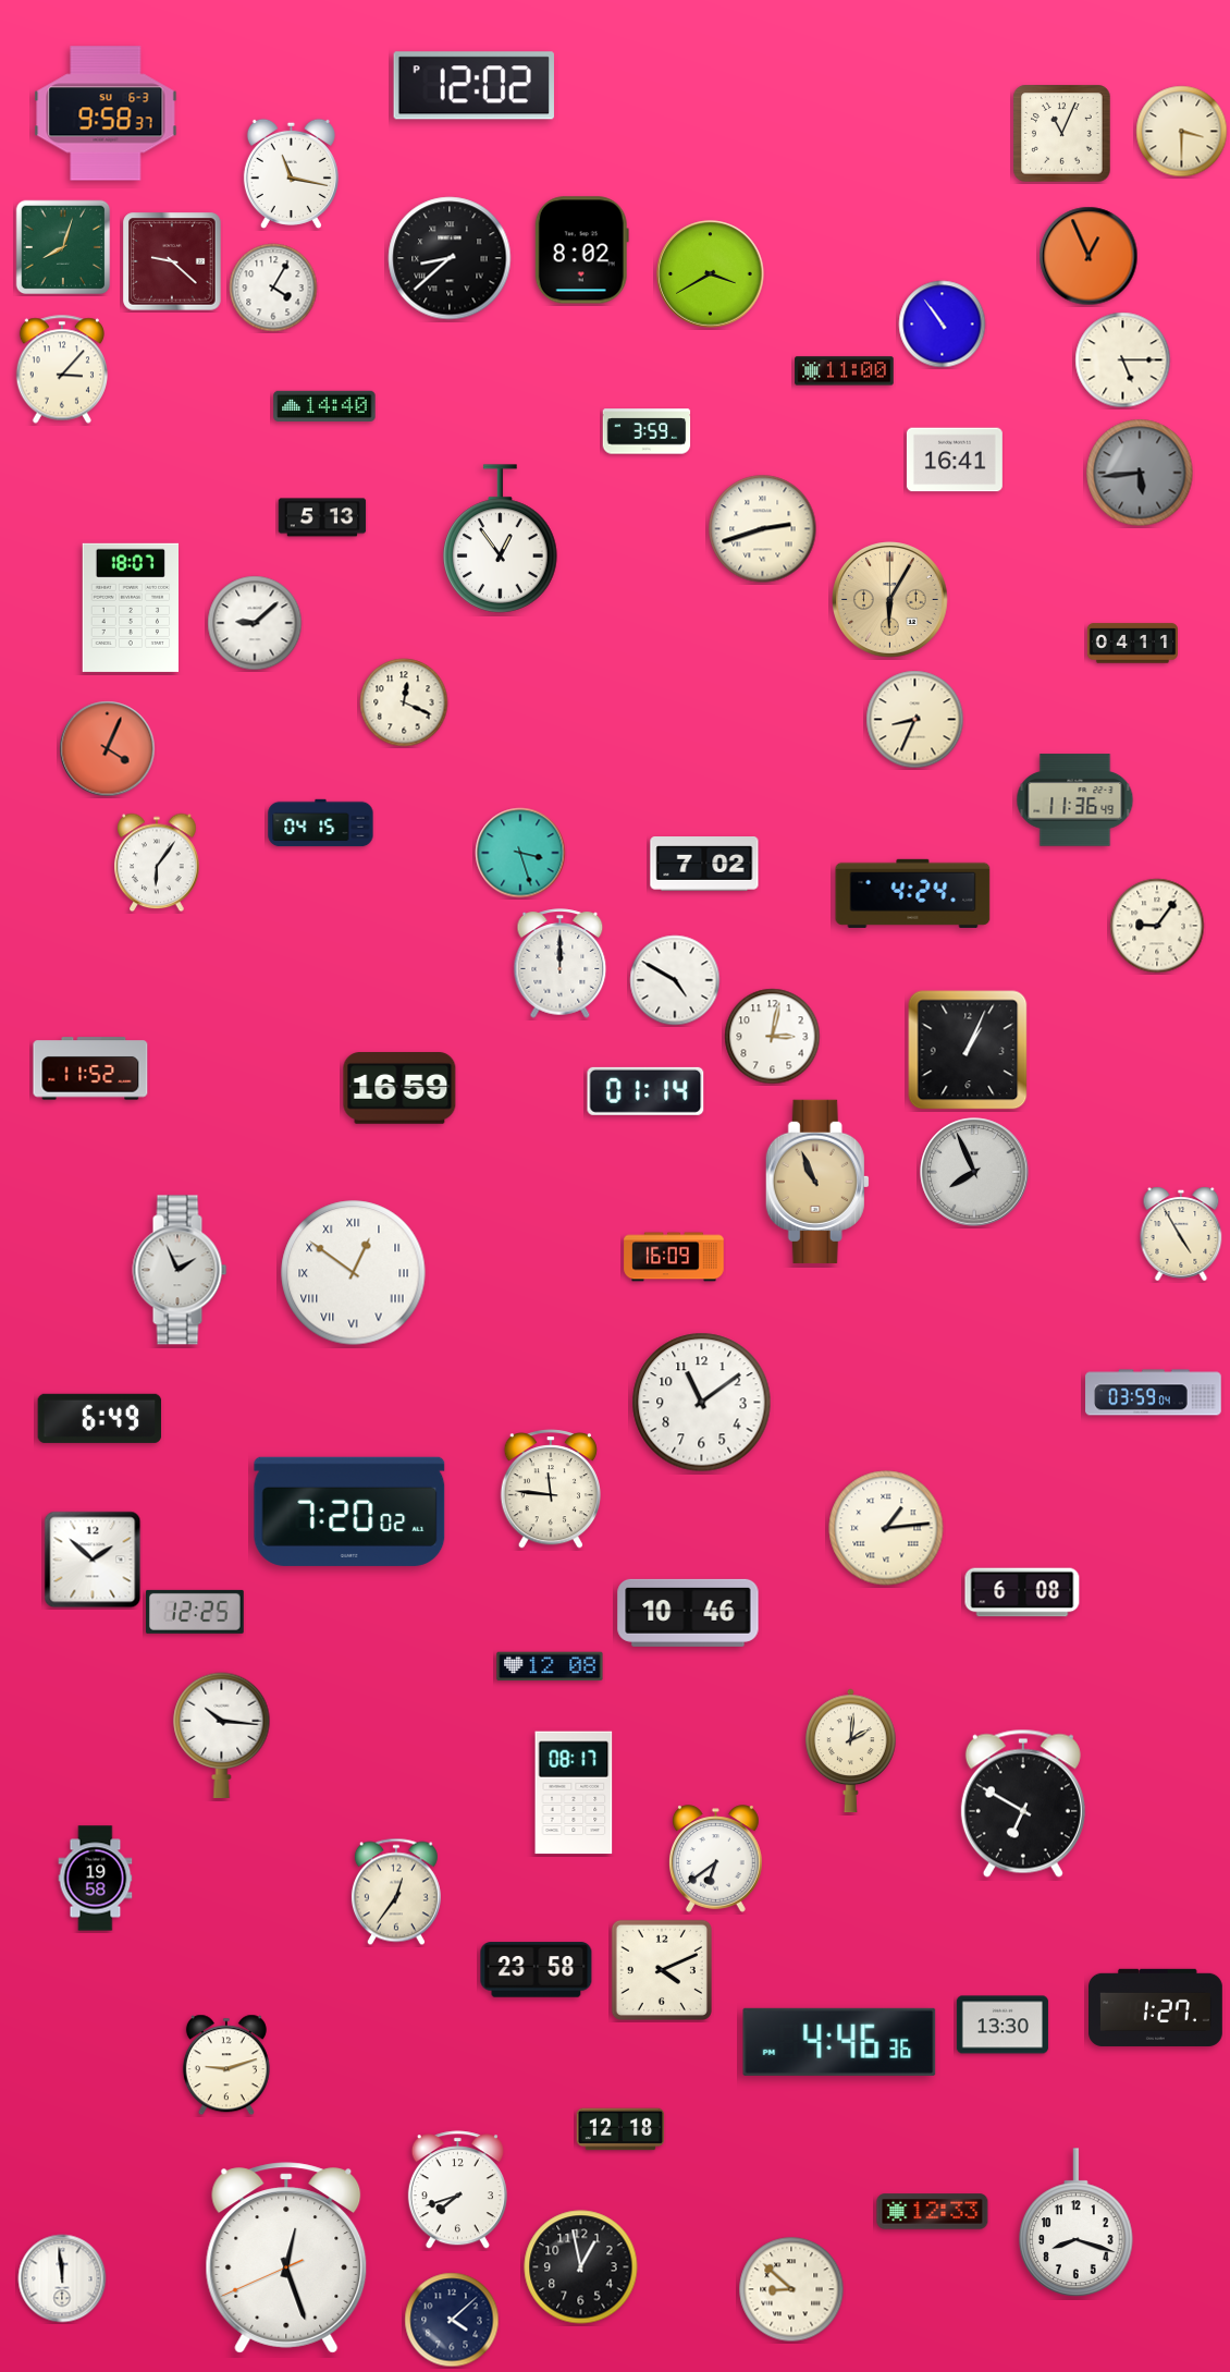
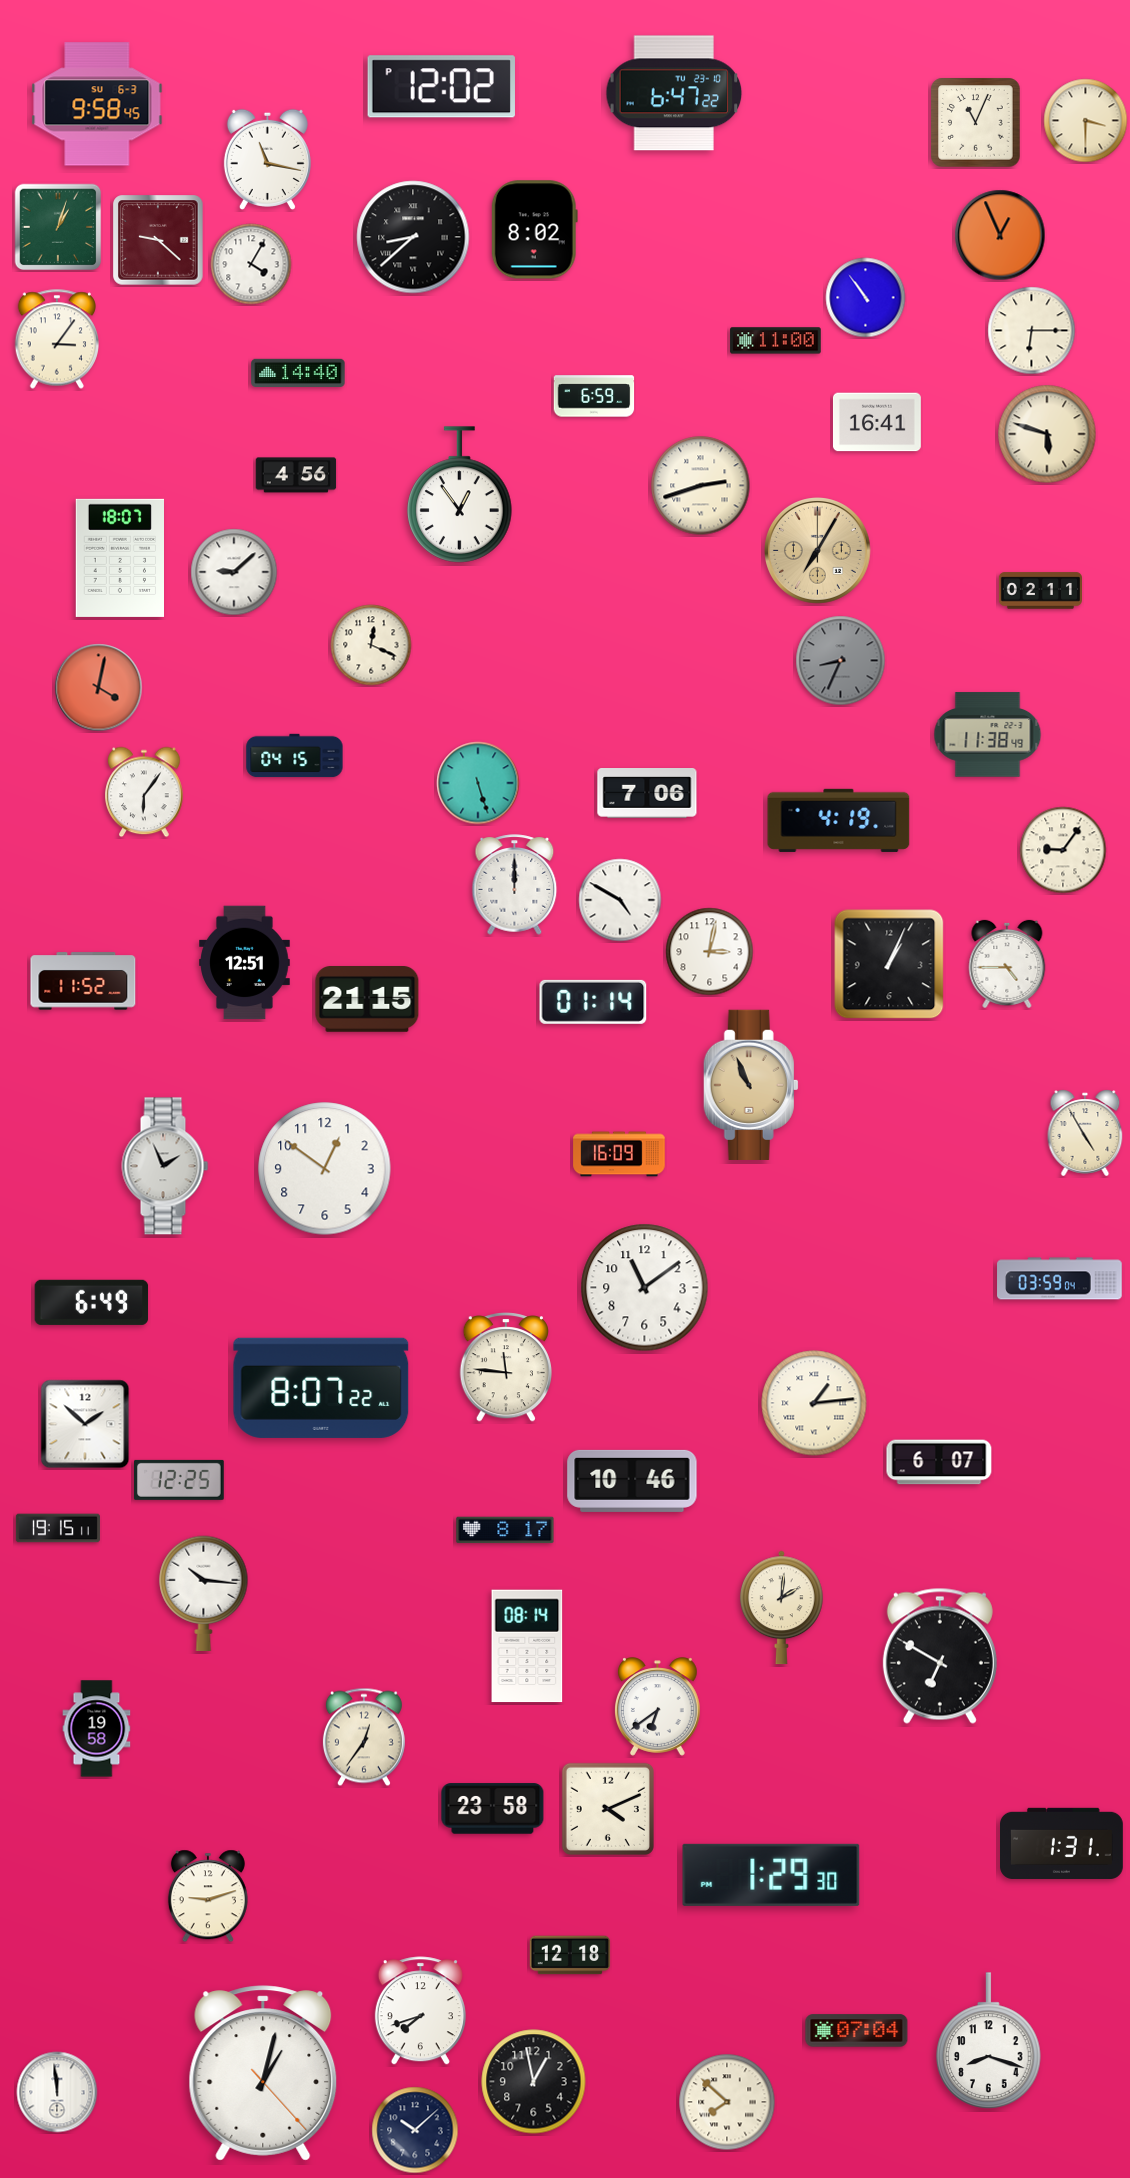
clock at (473, 86) position: (473, 86) -> (441, 87)
clock at (674, 93): none -> 6:47
clock at (106, 113): 9:58:37 -> 9:58:45
clock at (63, 247): 8:03 -> 1:03
clock at (711, 274): 3:40 -> none
clock at (1123, 360): 5:15 -> 6:15
clock at (61, 369): 3:07 -> 3:06
clock at (647, 431): 3:59 -> 6:59
clock at (1140, 473): 5:44 -> 5:48
clock at (1140, 473) dial: grey -> cream
clock at (322, 517): 5:13 -> 4:56
clock at (890, 600): 6:05 -> 7:05
clock at (1132, 644): 04:11 -> 02:11
clock at (915, 720) dial: cream -> grey
clock at (108, 749): 4:04 -> 4:02
clock at (1075, 800): 11:36 -> 11:38
clock at (520, 853): 3:27 -> 5:27
clock at (704, 864): 7:02 -> 7:06
clock at (913, 893): 4:24 -> 4:19
clock at (245, 963): none -> 12:51
clock at (1007, 964): none -> 4:45
clock at (399, 1089): 16:59 -> 21:15
clock at (974, 1172): 7:56 -> none
clock at (354, 1273) numerals: Roman -> Arabic
clock at (349, 1512): 7:20 -> 8:07
clock at (93, 1560) position: (93, 1560) -> (85, 1424)
clock at (1022, 1592): 6:08 -> 6:07
clock at (58, 1528): none -> 19:15
clock at (550, 1666): 12:08 -> 8:17
clock at (574, 1793): 08:17 -> 08:14
clock at (96, 1879) position: (96, 1879) -> (97, 1729)
clock at (1156, 2007): 1:27 -> 1:31
clock at (1003, 2025): 13:30 -> none
clock at (839, 2042): 4:46 -> 1:29
clock at (933, 2212): 12:33 -> 07:04
clock at (286, 2258): 12:26 -> 1:02
clock at (791, 2289): 8:52 -> 7:52
clock at (452, 2320): 4:08 -> 10:08
